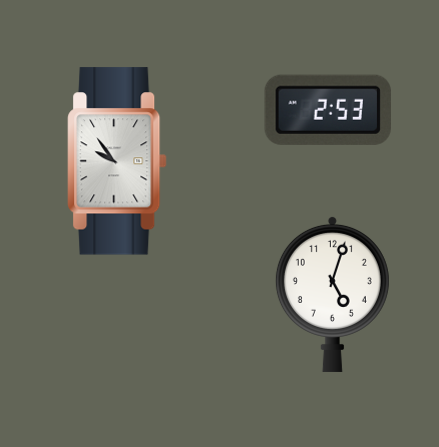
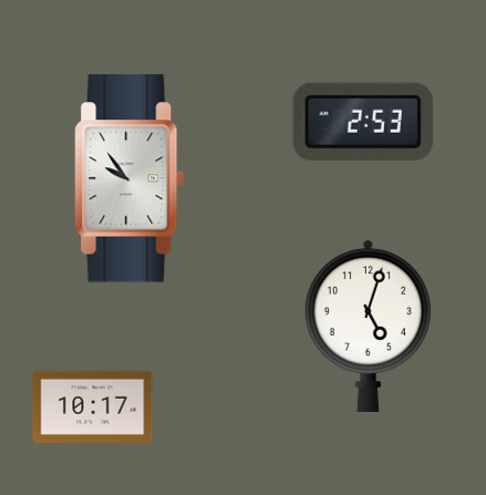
clock at (93, 406): none -> 10:17
